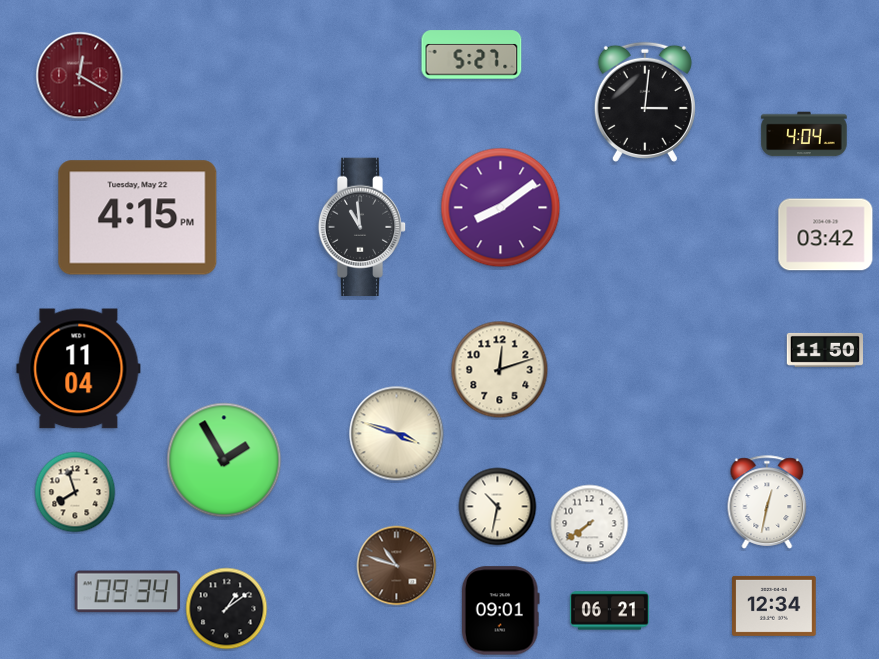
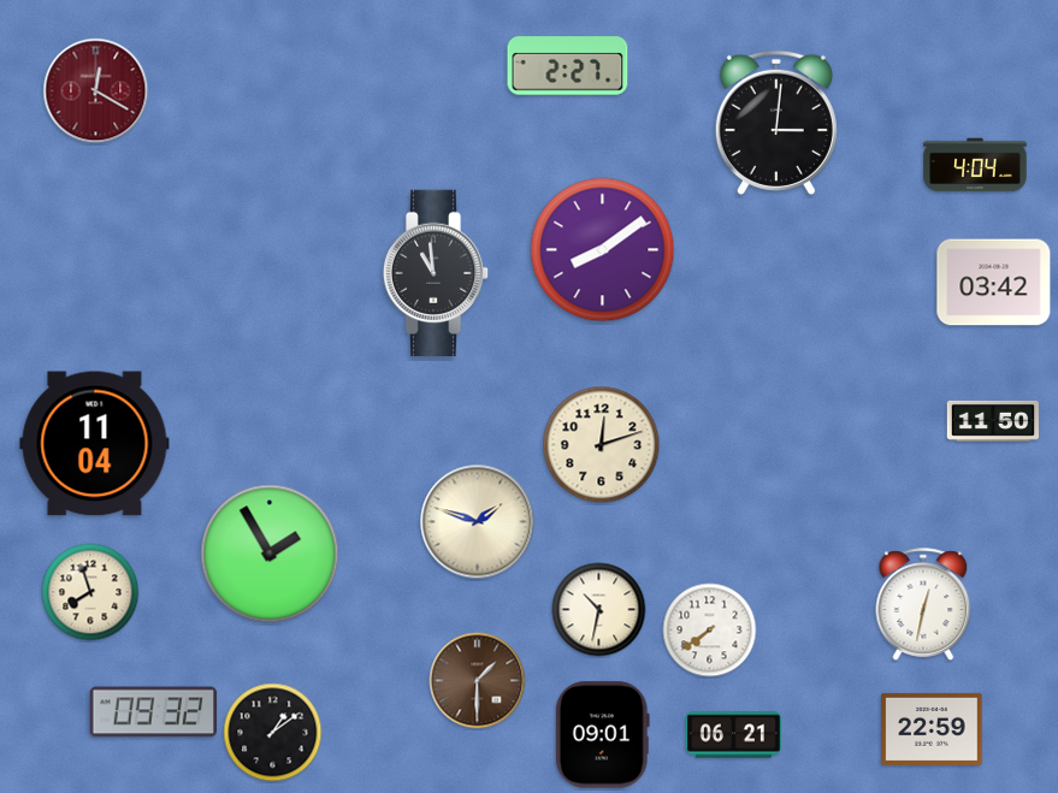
clock at (472, 55): 5:27 -> 2:27
clock at (804, 134) position: (804, 134) -> (975, 165)
clock at (138, 218): 4:15 -> none
clock at (397, 434): 3:48 -> 1:48
clock at (397, 566): 10:48 -> 1:30
clock at (128, 592): 09:34 -> 09:32
clock at (774, 606): 12:34 -> 22:59
